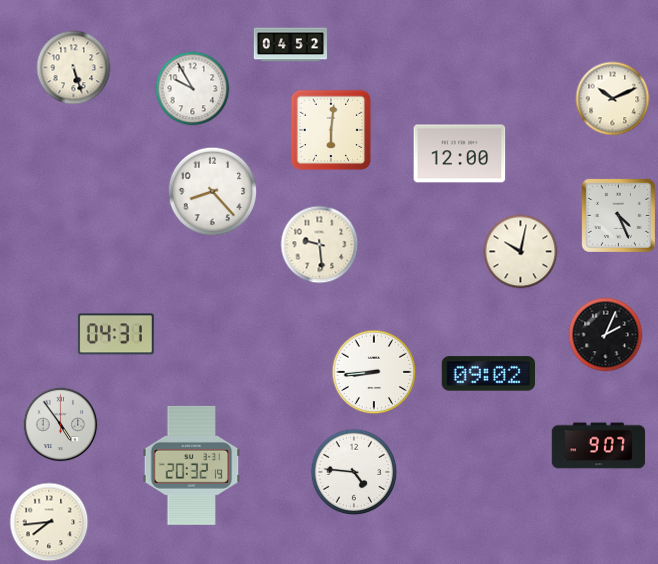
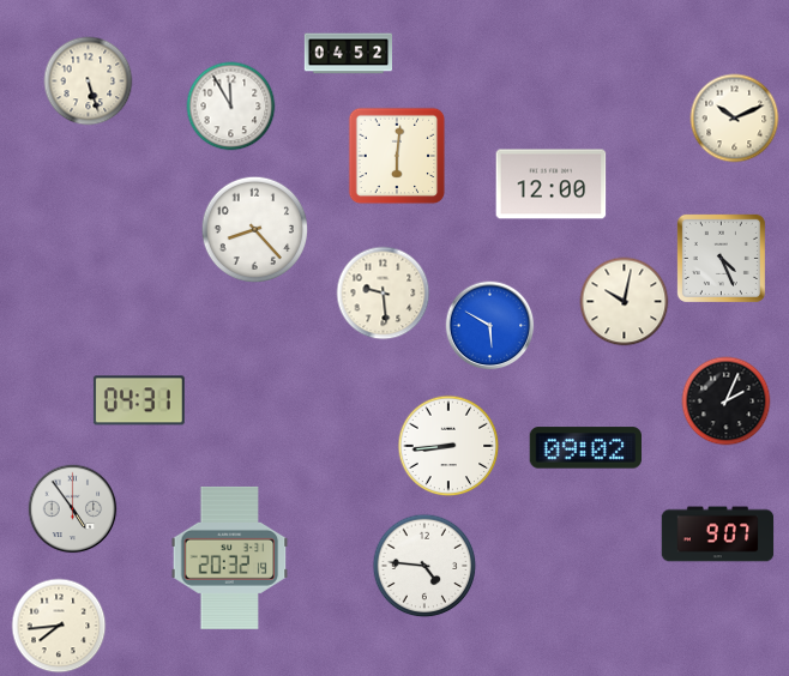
clock at (193, 89): 9:55 -> 11:55
clock at (618, 215) position: (618, 215) -> (721, 258)
clock at (490, 326): none -> 5:50
